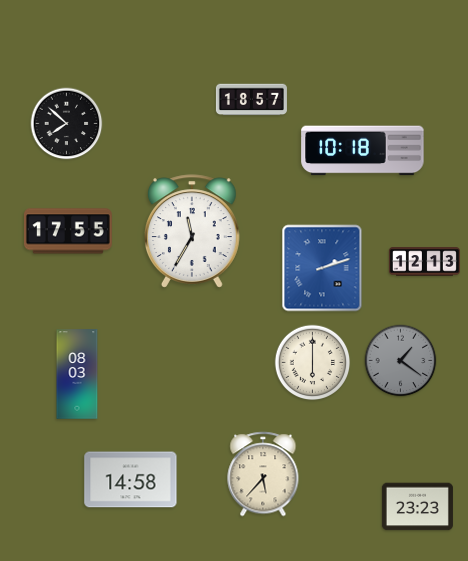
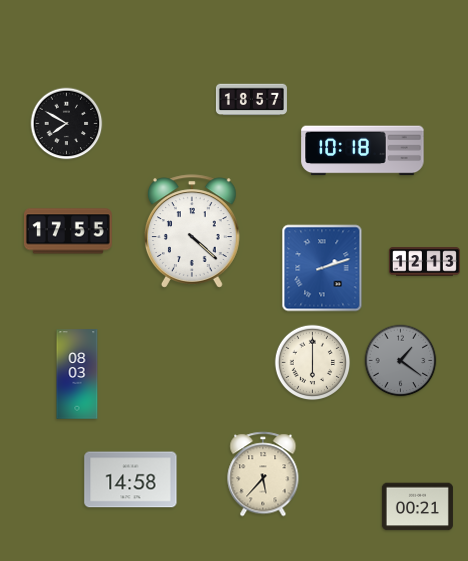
clock at (67, 124): 7:52 -> 7:50
clock at (193, 231): 11:35 -> 4:22
clock at (417, 507): 23:23 -> 00:21
